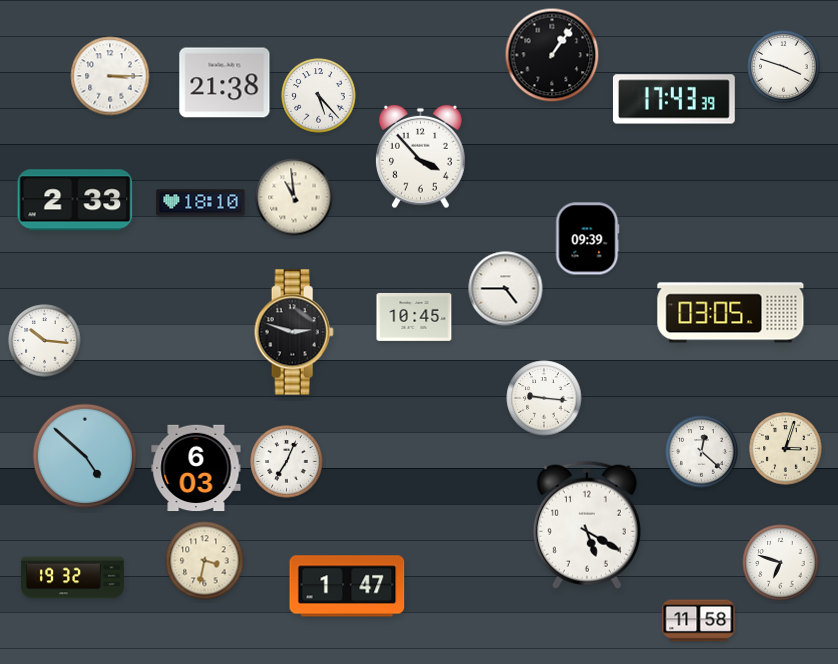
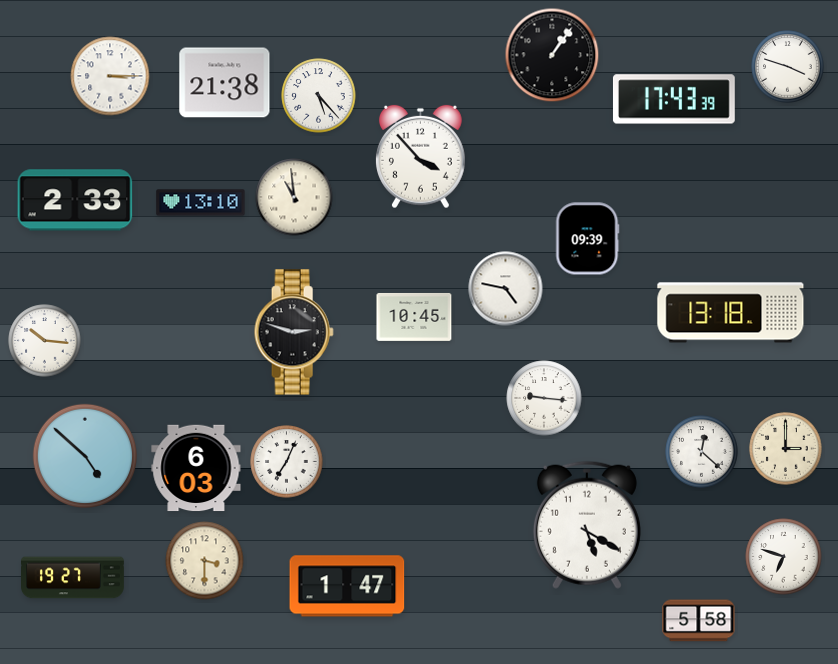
clock at (784, 67) position: (784, 67) -> (788, 67)
clock at (201, 203): 18:10 -> 13:10
clock at (506, 289): 4:45 -> 4:47
clock at (731, 313): 03:05 -> 13:18
clock at (786, 449): 3:03 -> 3:00
clock at (205, 561): 3:32 -> 3:30
clock at (781, 563) position: (781, 563) -> (784, 557)
clock at (73, 578): 19:32 -> 19:27
clock at (699, 621): 11:58 -> 5:58
